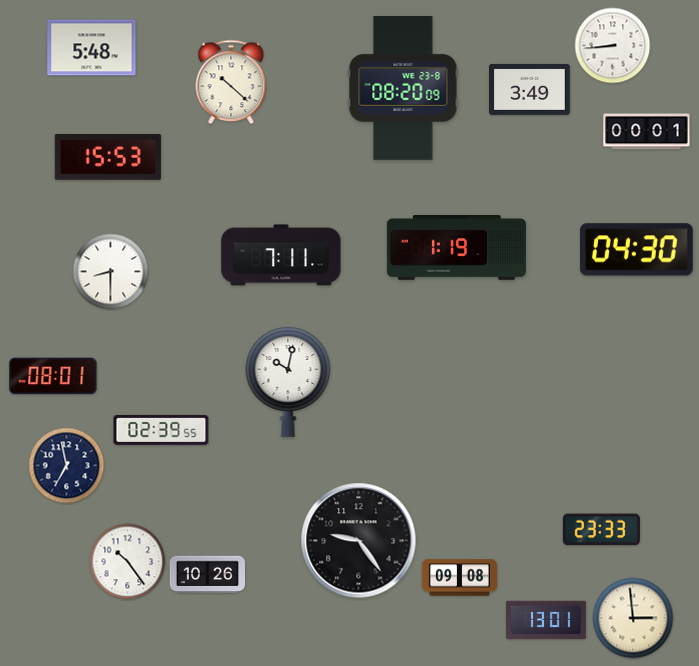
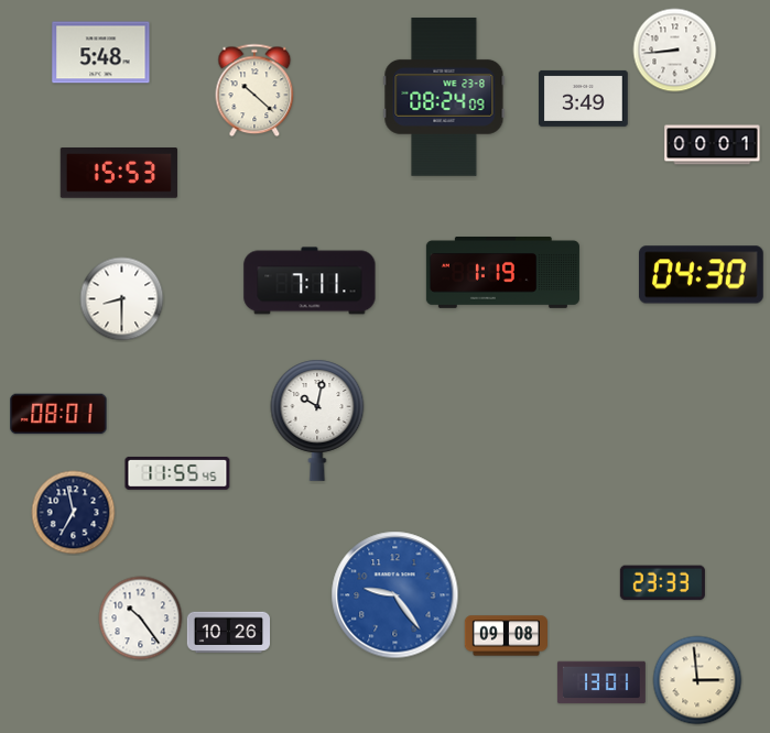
clock at (403, 89): 08:20 -> 08:24
clock at (161, 430): 02:39 -> 11:55
clock at (359, 541) dial: black -> blue
